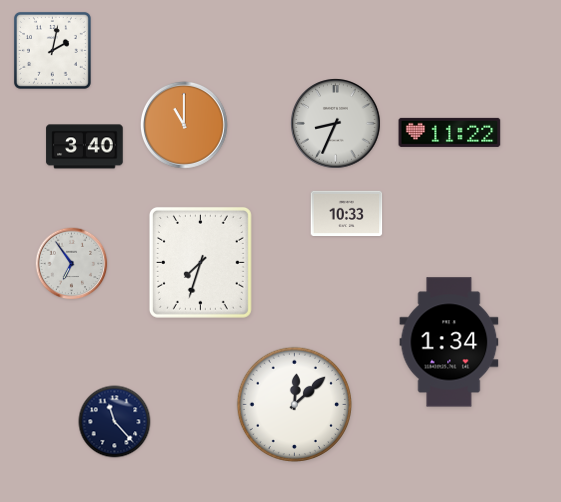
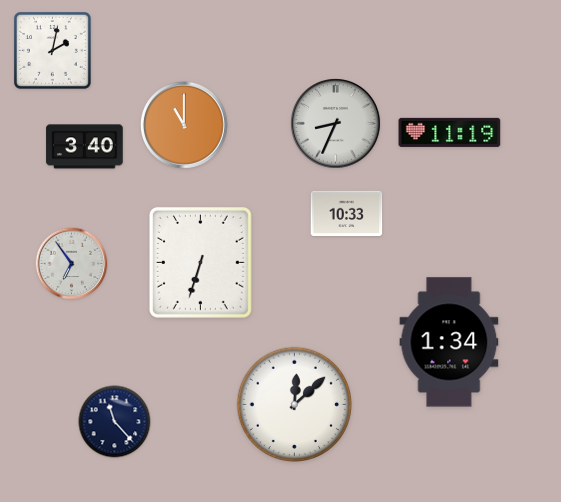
clock at (450, 132): 11:22 -> 11:19
clock at (200, 262): 7:33 -> 6:33
